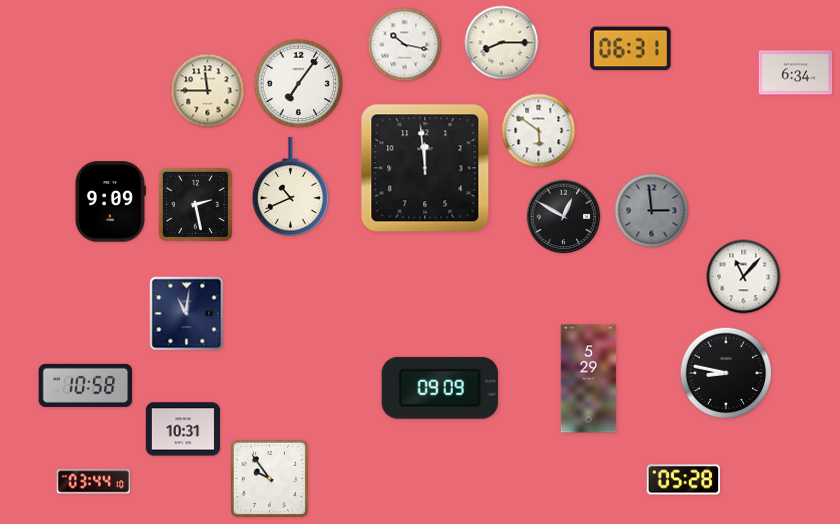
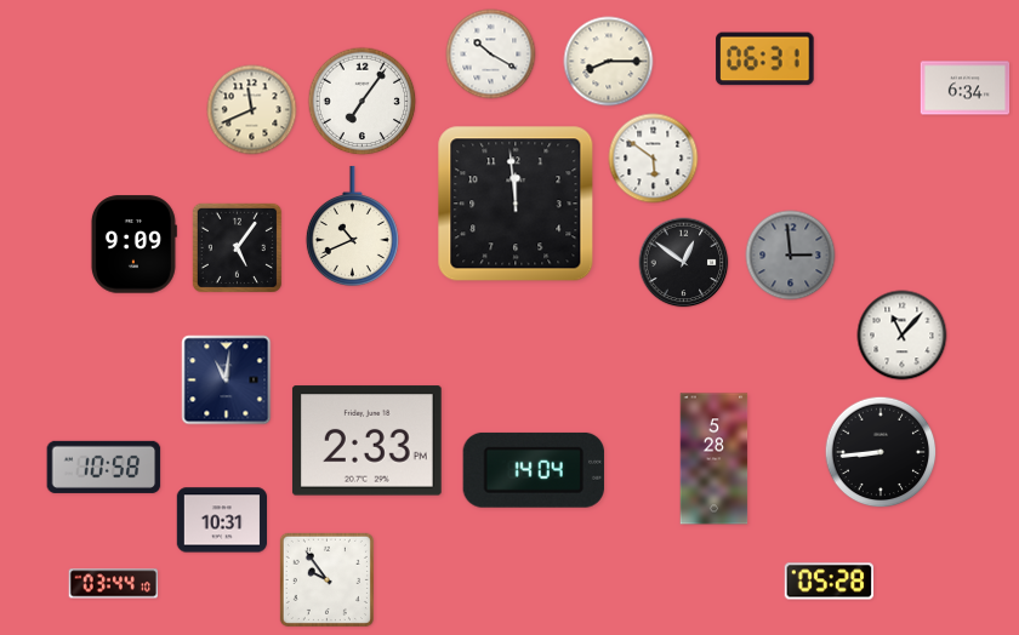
clock at (502, 43) position: (502, 43) -> (609, 62)
clock at (405, 45): 10:17 -> 10:20
clock at (208, 91): 11:45 -> 11:41
clock at (195, 204): 2:28 -> 5:06
clock at (564, 217): 12:50 -> 12:51
clock at (366, 441): none -> 2:33
clock at (726, 373): 8:47 -> 8:44
clock at (589, 379): 5:29 -> 5:28
clock at (440, 388): 09:09 -> 14:04
